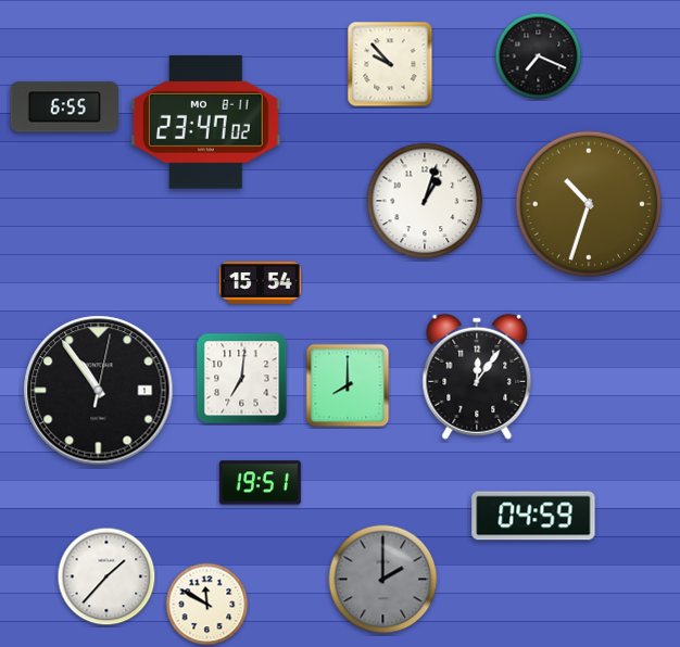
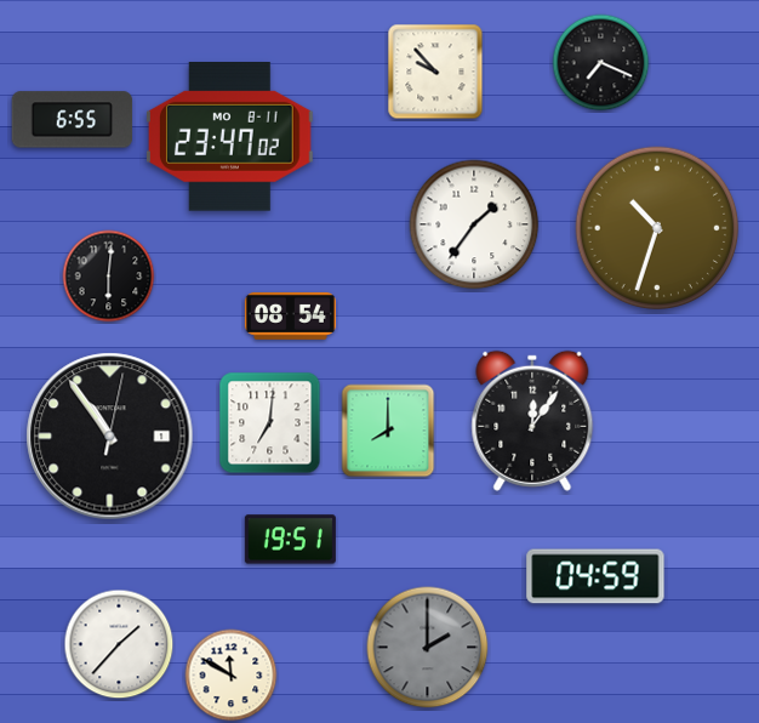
clock at (425, 201): 1:03 -> 1:36
clock at (109, 277): none -> 6:01
clock at (260, 282): 15:54 -> 08:54
